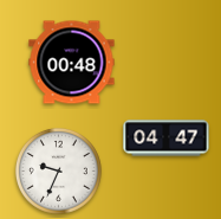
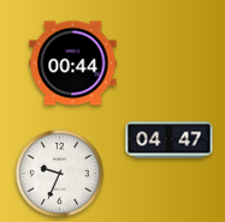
clock at (72, 63): 00:48 -> 00:44
